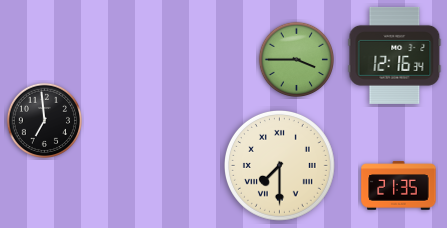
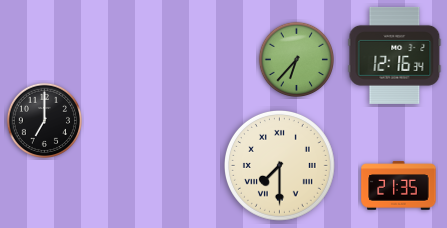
clock at (296, 59): 3:45 -> 6:37
clock at (44, 120): 6:59 -> 7:00
